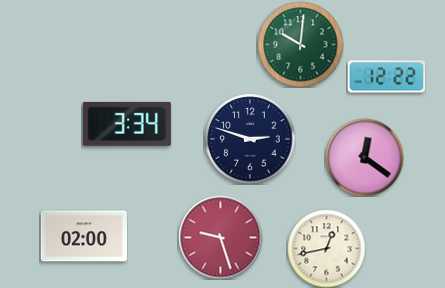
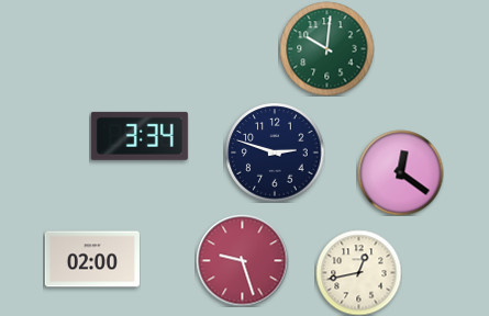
clock at (300, 44) position: (300, 44) -> (326, 48)
clock at (386, 77): 12:22 -> none
